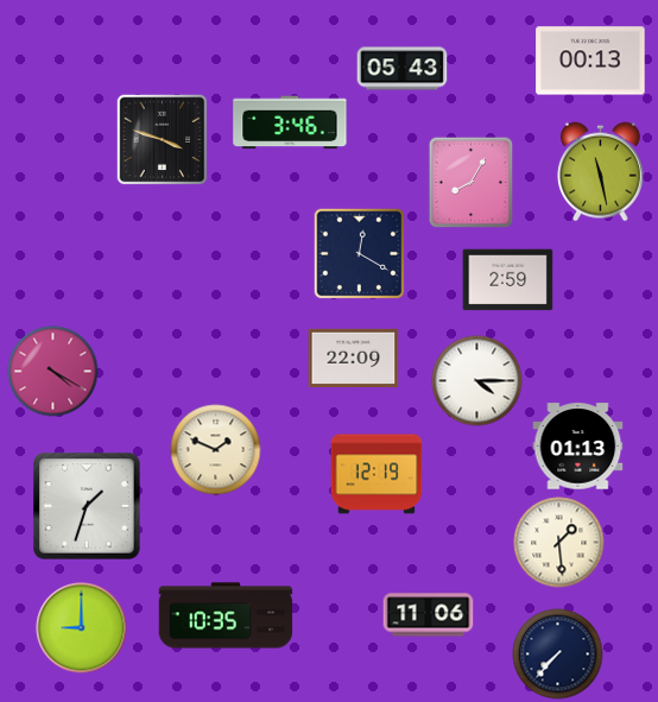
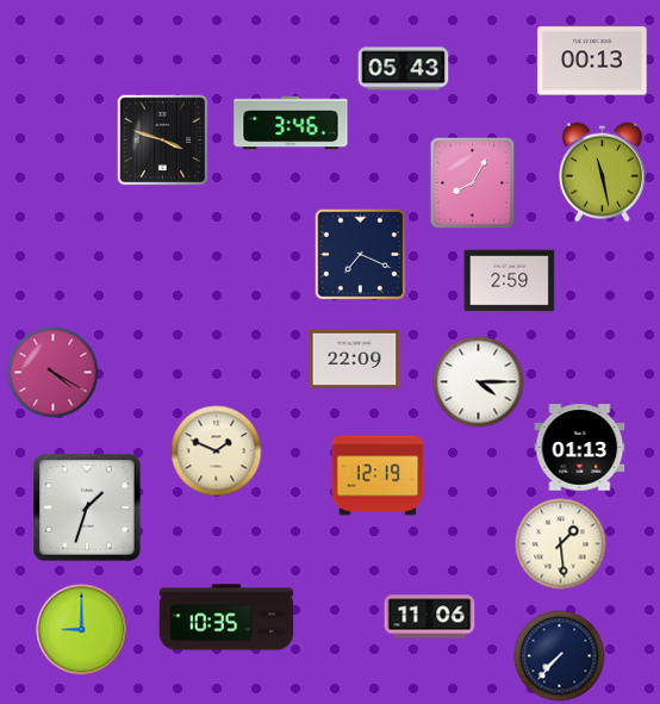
clock at (359, 253): 12:20 -> 7:19
